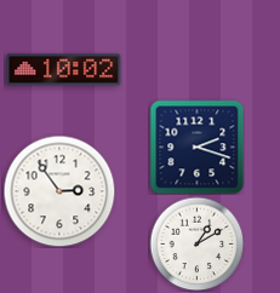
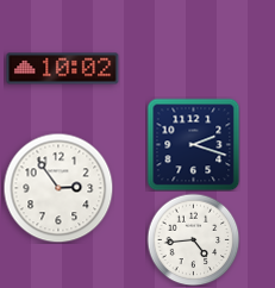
clock at (196, 243): 1:10 -> 4:44
